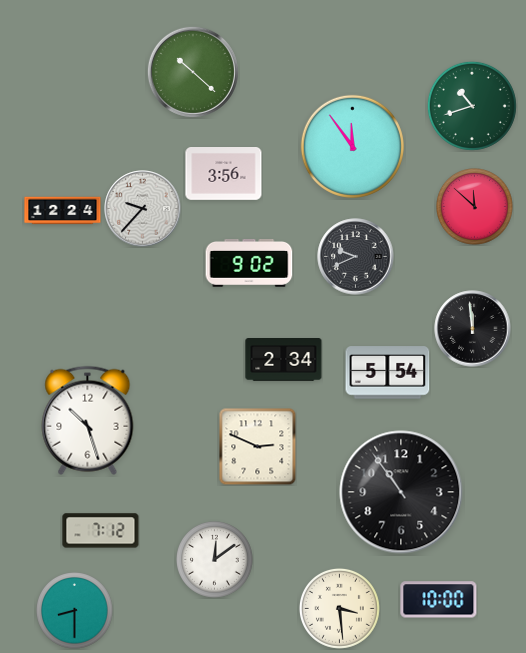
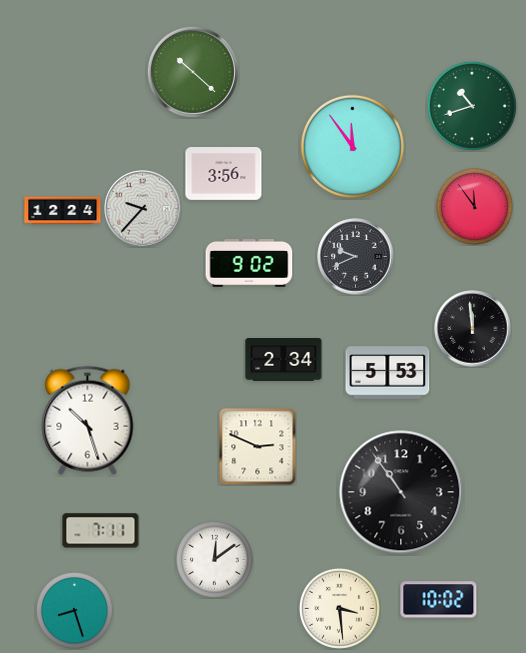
clock at (475, 207): 11:52 -> 11:54
clock at (388, 373): 5:54 -> 5:53
clock at (101, 531): 7:12 -> 7:11
clock at (439, 600): 10:00 -> 10:02
clock at (75, 611): 8:30 -> 8:27
